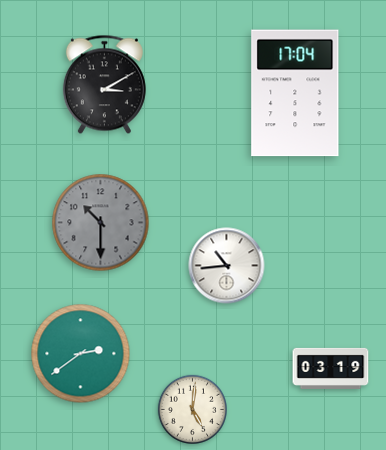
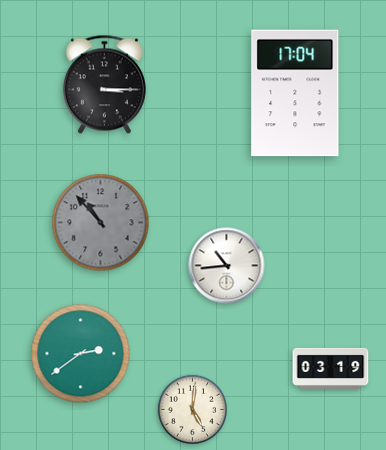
clock at (104, 85): 3:10 -> 3:15
clock at (101, 223): 10:30 -> 10:53
